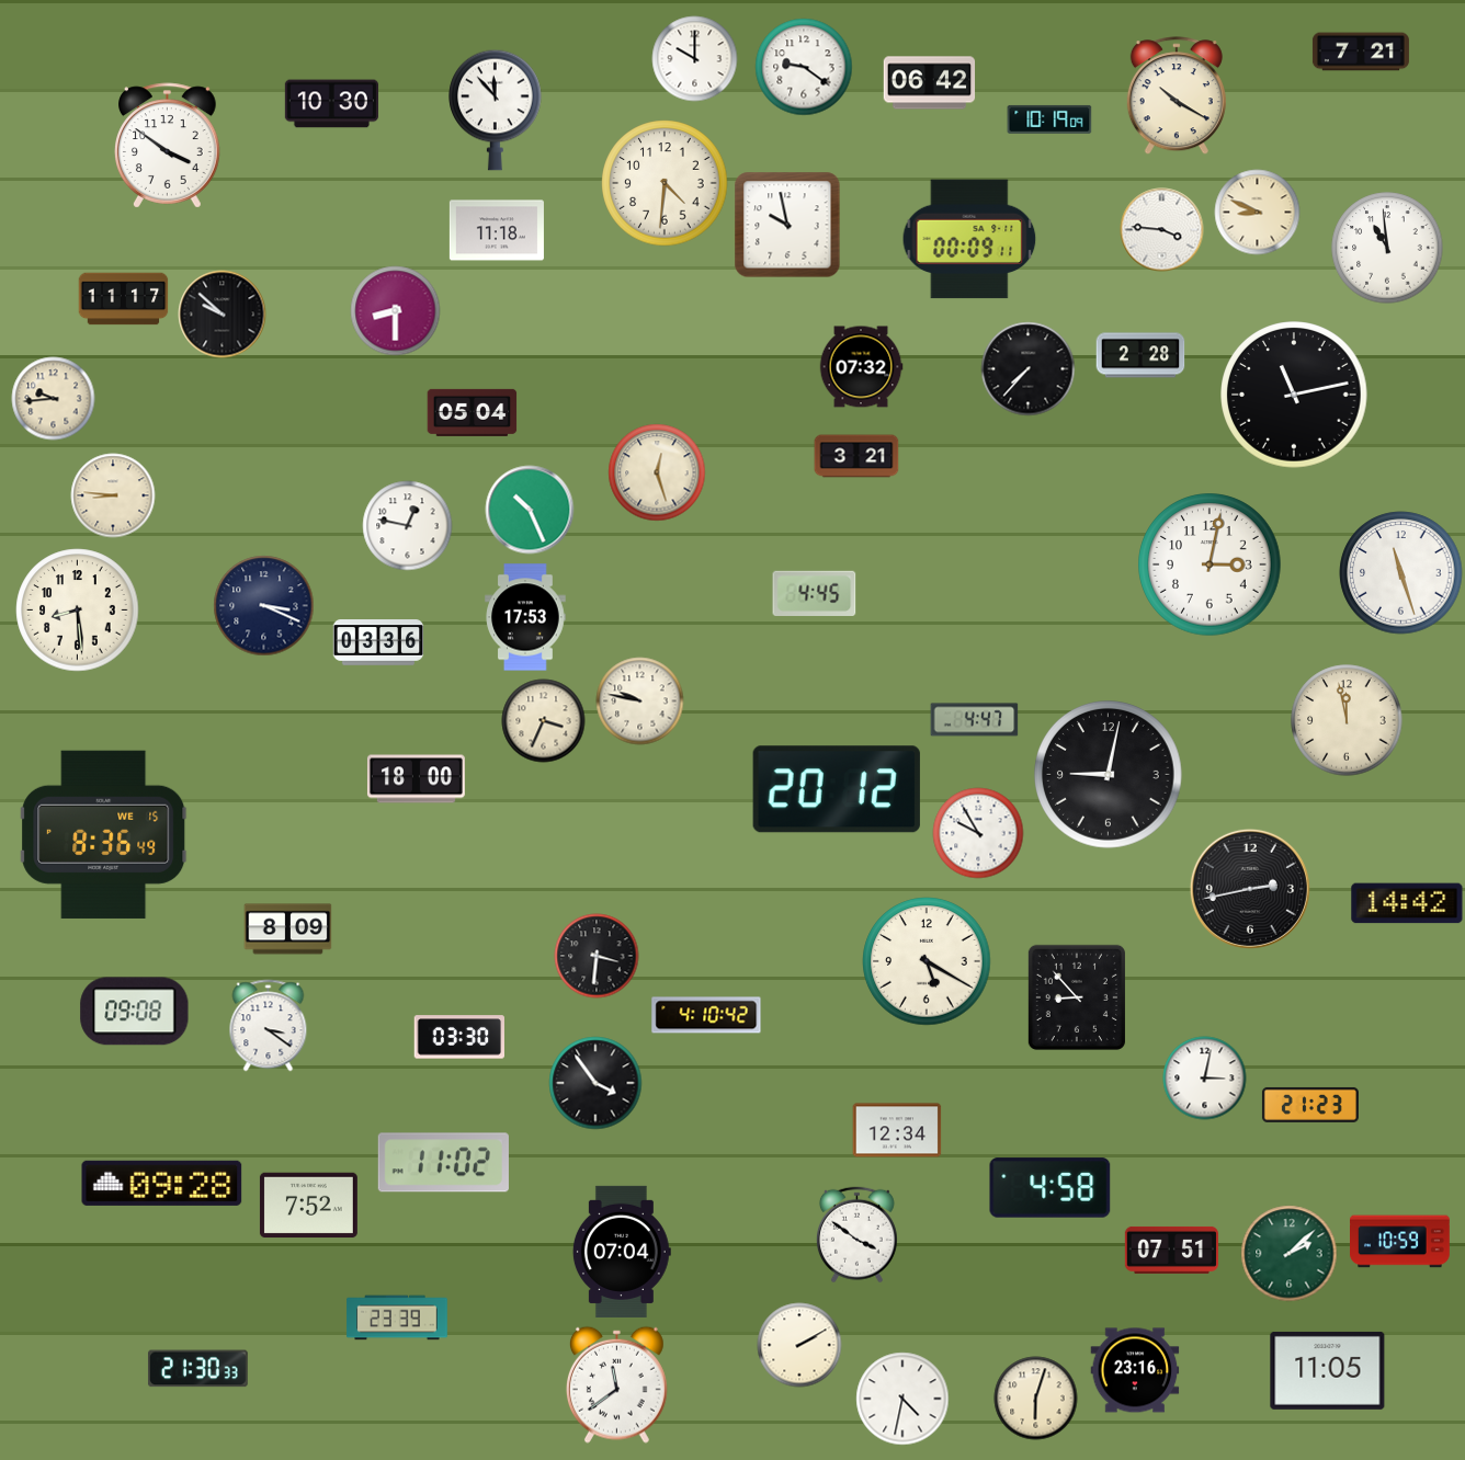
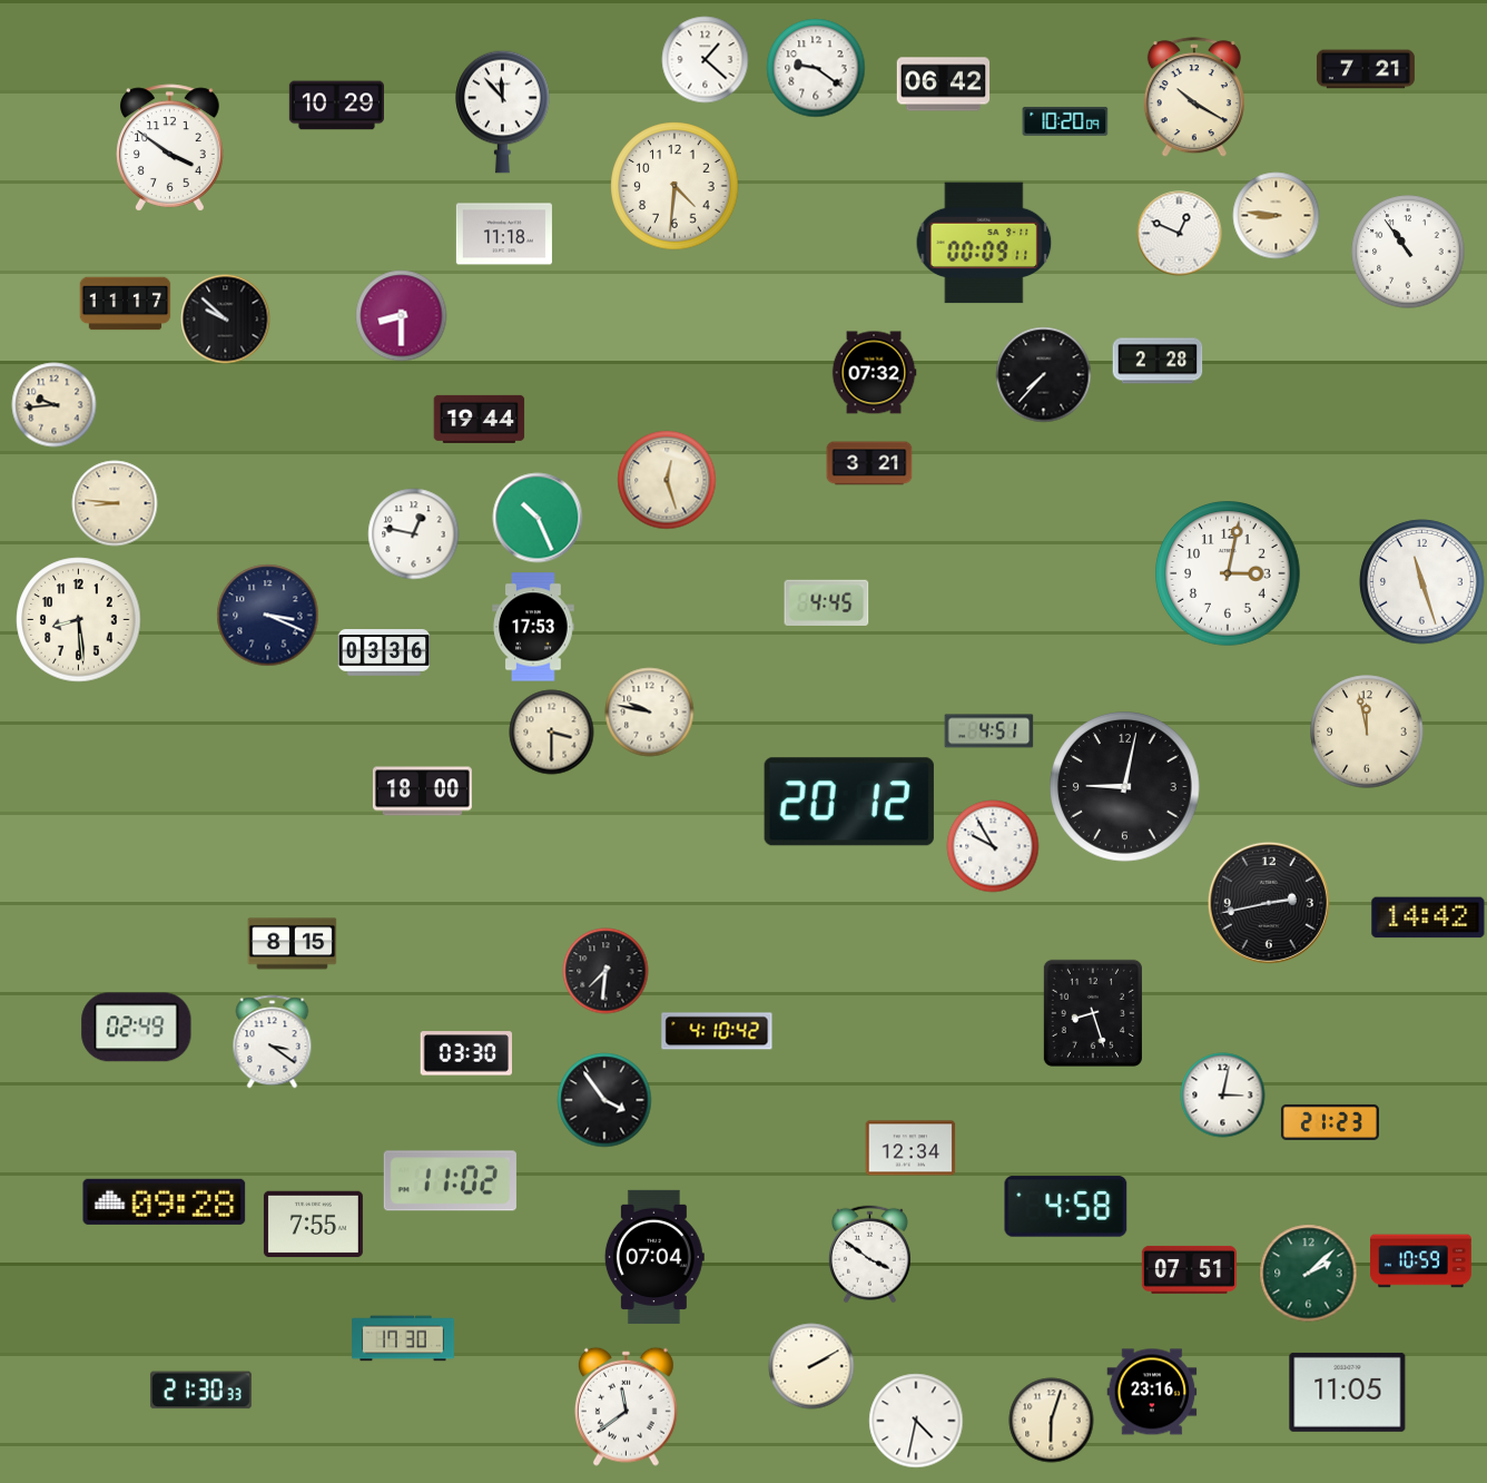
clock at (1361, 52) position: (1361, 52) -> (1366, 69)
clock at (695, 59): 10:00 -> 1:22
clock at (331, 104): 10:30 -> 10:29
clock at (1049, 119): 10:19 -> 10:20
clock at (1258, 213): 8:49 -> 8:46
clock at (787, 225): 9:58 -> none
clock at (1162, 230): 3:46 -> 12:49
clock at (1387, 248): 10:59 -> 10:54
clock at (1294, 395): 11:13 -> none
clock at (473, 412): 05:04 -> 19:44
clock at (975, 720): 4:47 -> 4:51
clock at (544, 721): 3:34 -> 3:30
clock at (104, 834): 8:36 -> none
clock at (288, 929): 8:09 -> 8:15
clock at (597, 956): 3:31 -> 7:31
clock at (927, 961): 5:20 -> none
clock at (1077, 997): 8:53 -> 8:27
clock at (135, 1012): 09:08 -> 02:49
clock at (308, 1206): 7:52 -> 7:55
clock at (622, 1252) position: (622, 1252) -> (654, 1257)
clock at (397, 1318): 23:39 -> 17:30
